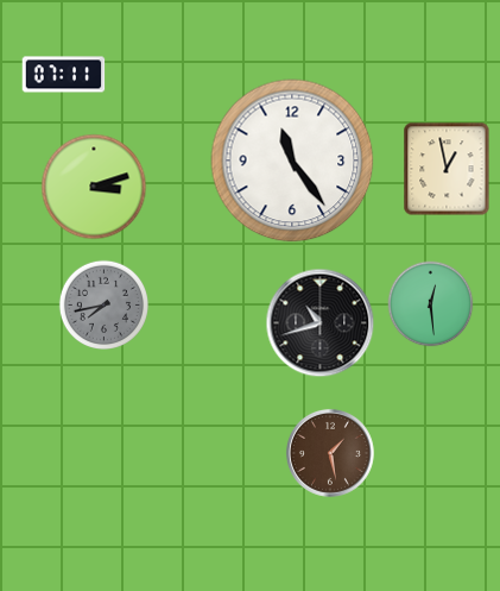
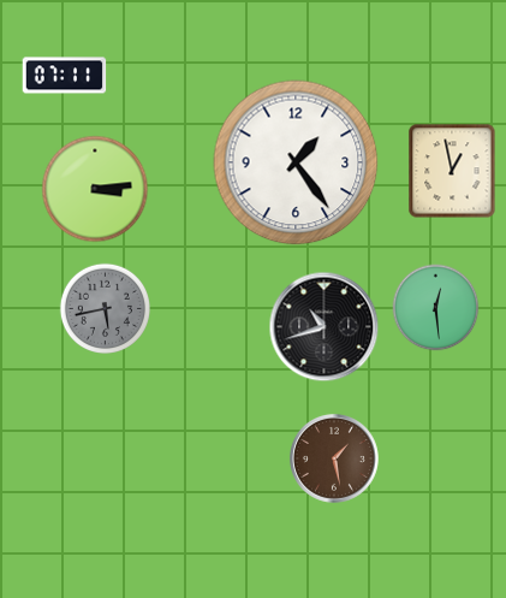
clock at (292, 161): 11:24 -> 1:24
clock at (94, 187): 3:12 -> 3:14
clock at (103, 304): 7:43 -> 5:43
